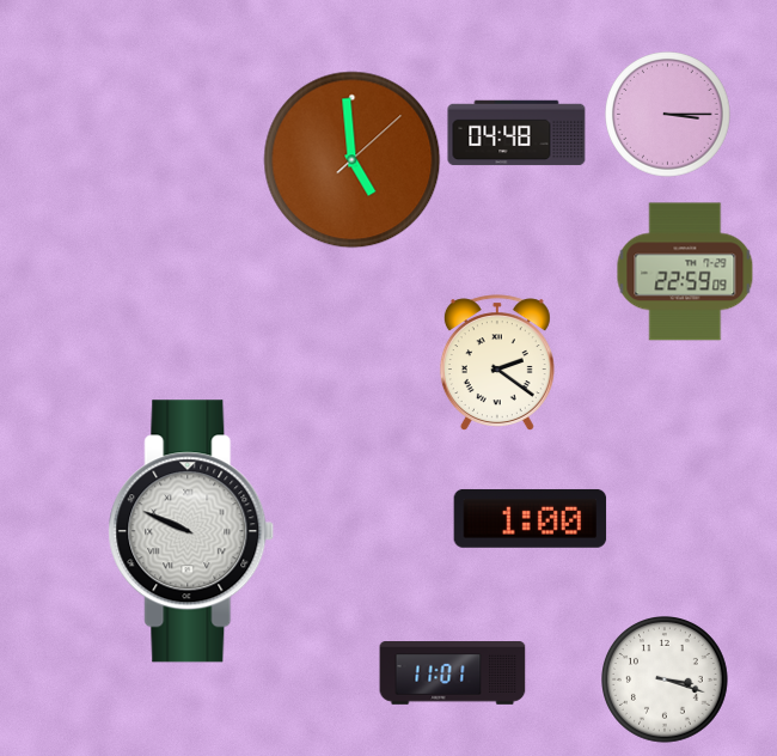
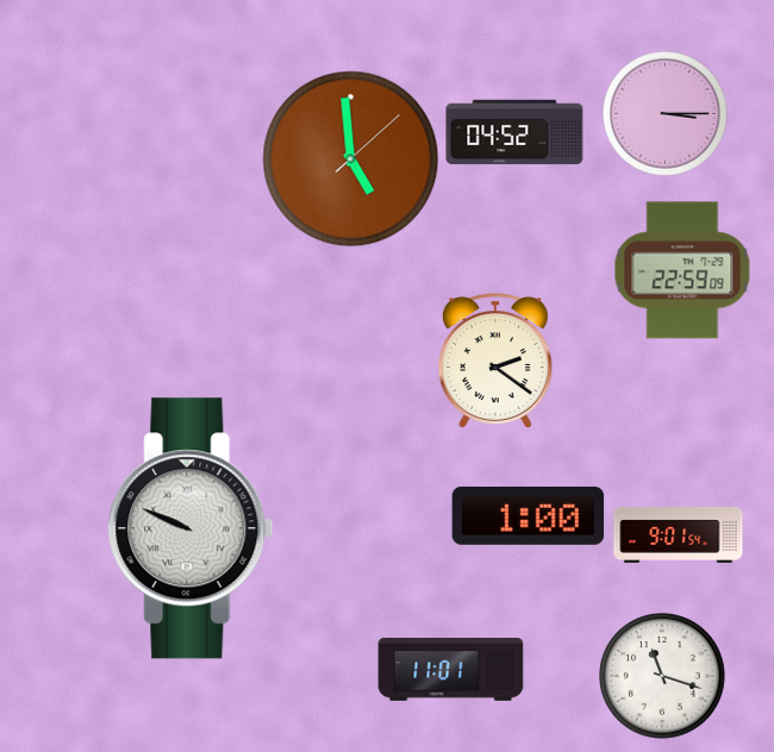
clock at (516, 133): 04:48 -> 04:52
clock at (679, 534): none -> 9:01
clock at (666, 681): 3:18 -> 11:18
